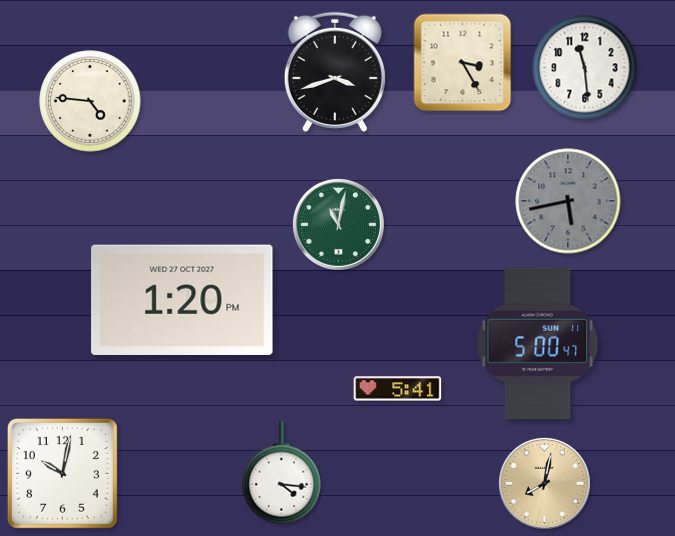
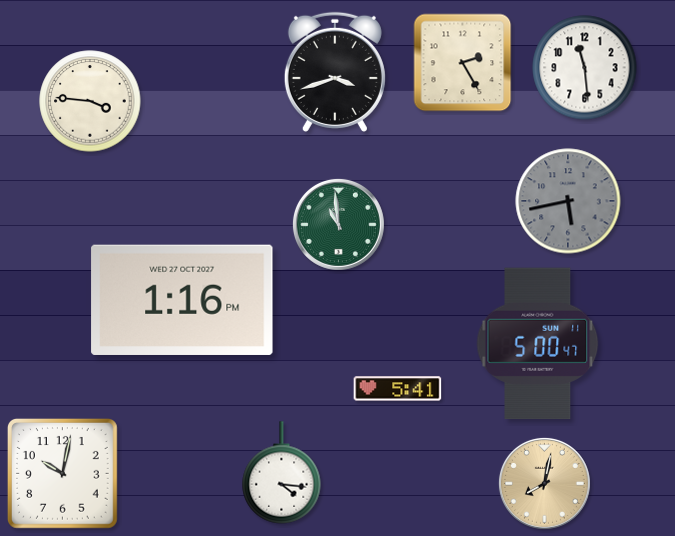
clock at (463, 63): 3:25 -> 2:25
clock at (90, 101): 4:46 -> 3:46
clock at (338, 224): 11:02 -> 10:59
clock at (182, 300): 1:20 -> 1:16
